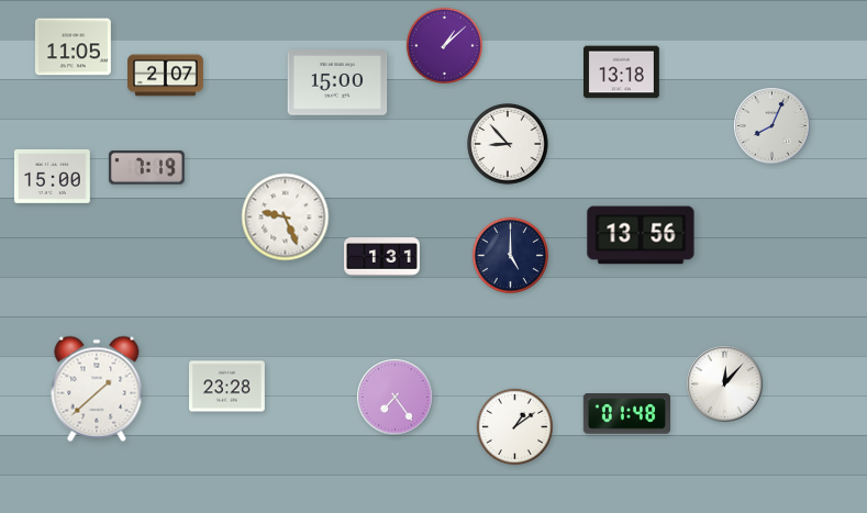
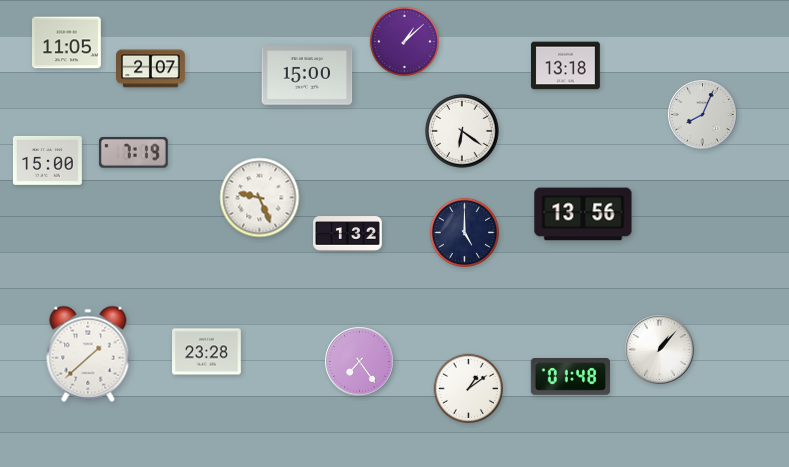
clock at (508, 144): 8:53 -> 6:21
clock at (382, 257): 1:31 -> 1:32
clock at (725, 384): 12:07 -> 1:07
